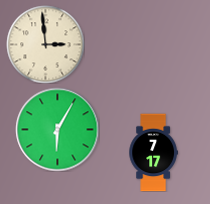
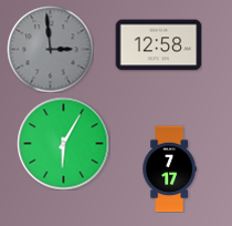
clock at (158, 45): none -> 12:58
clock at (45, 44) dial: cream -> grey
